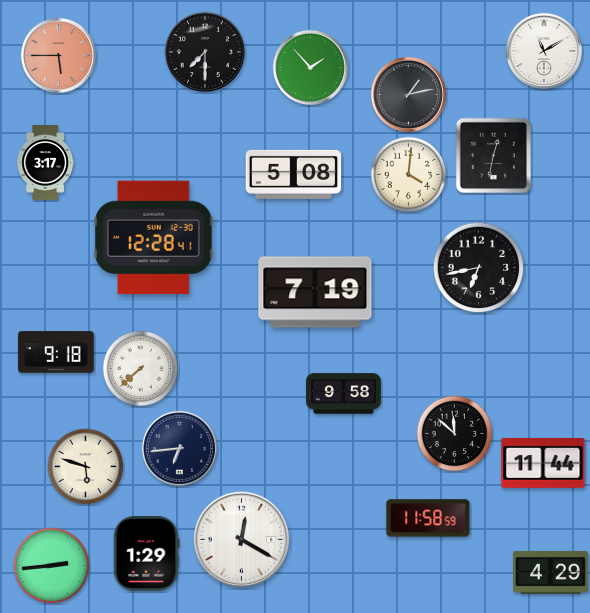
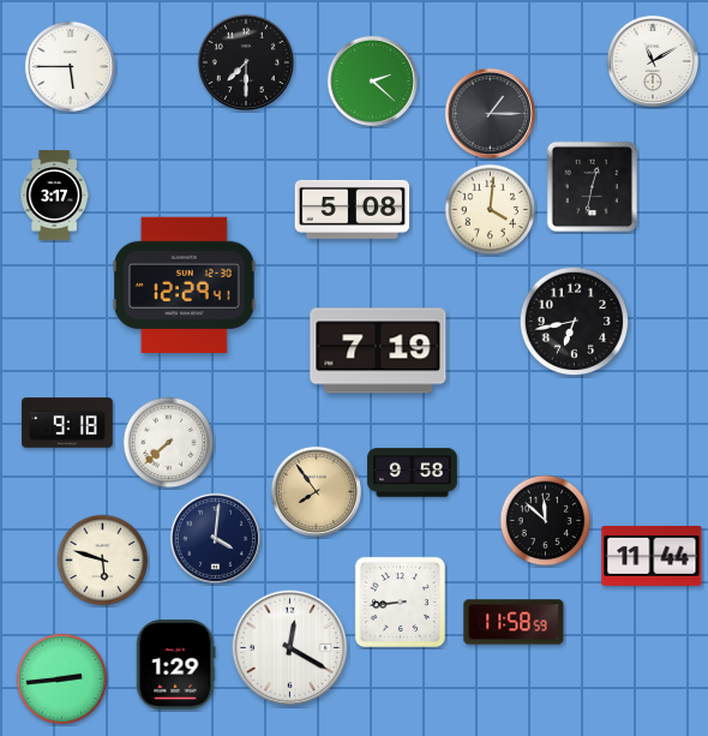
clock at (58, 55) dial: salmon -> white
clock at (310, 67): 1:53 -> 2:22
clock at (408, 94): 1:13 -> 1:15
clock at (154, 238): 12:28 -> 12:29
clock at (316, 491): none -> 7:54
clock at (179, 448): 6:44 -> 4:01
clock at (400, 602): none -> 8:44
clock at (551, 572): 4:29 -> none
